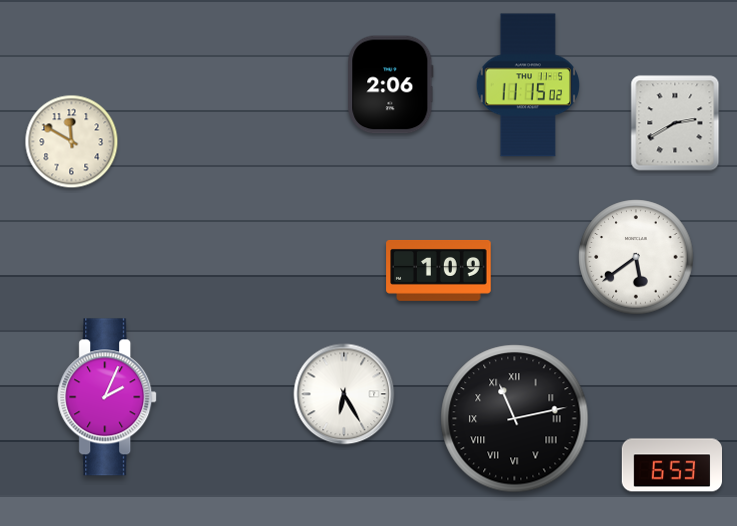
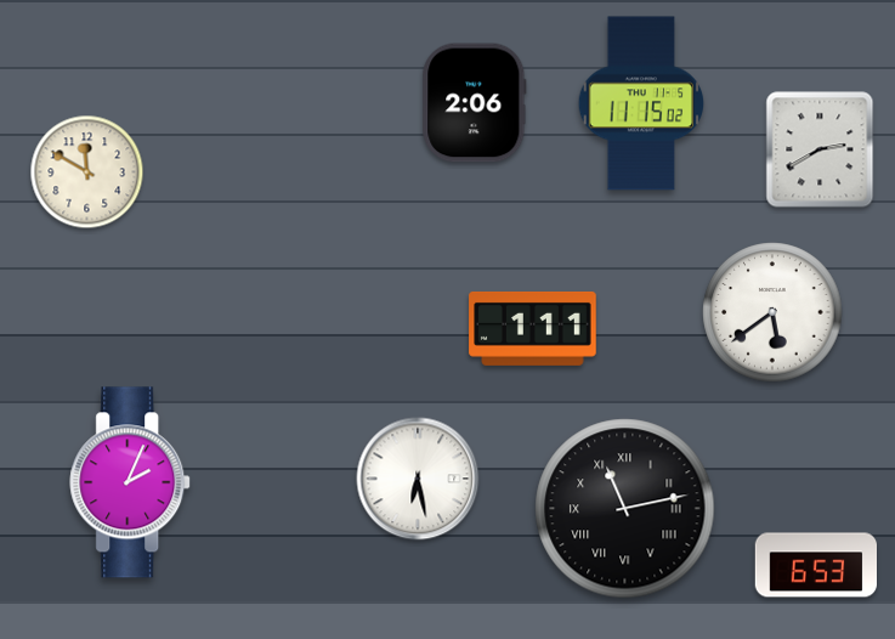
clock at (439, 270): 1:09 -> 1:11
clock at (344, 394): 6:25 -> 6:28
